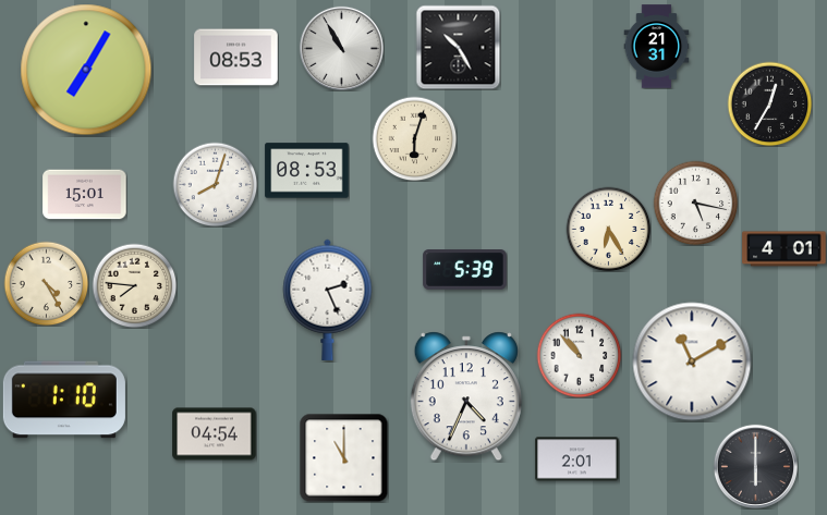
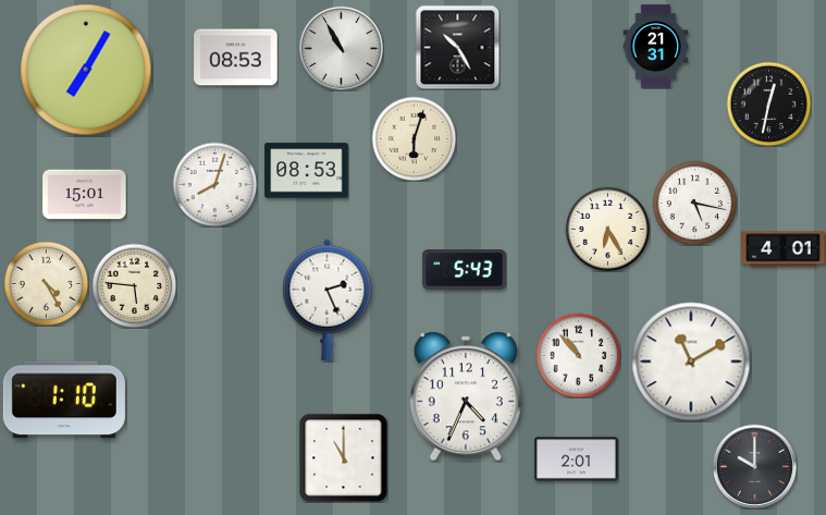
clock at (769, 103): 12:35 -> 12:32
clock at (465, 270): 5:39 -> 5:43
clock at (134, 285): 7:46 -> 5:46
clock at (215, 434): 04:54 -> none
clock at (755, 466): 6:00 -> 10:00
